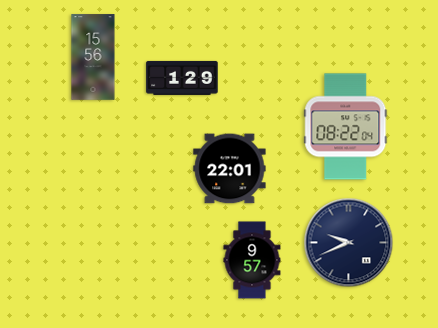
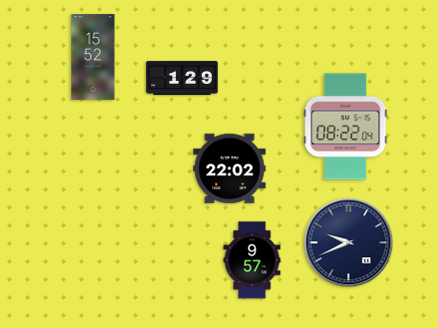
clock at (93, 57): 15:56 -> 15:52
clock at (230, 169): 22:01 -> 22:02
